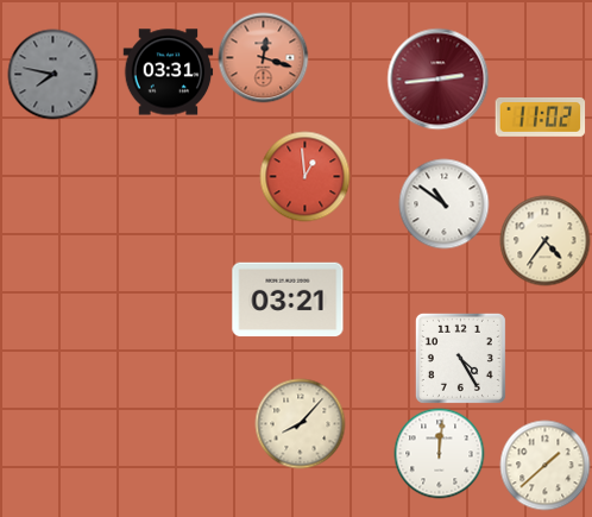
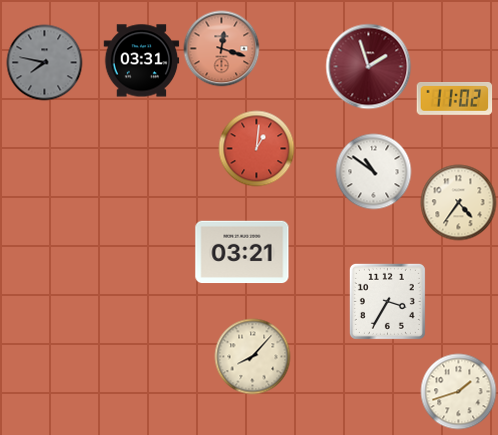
clock at (439, 80): 2:44 -> 1:57
clock at (306, 177): 12:59 -> 1:01
clock at (460, 358): 4:25 -> 3:35
clock at (440, 454): 12:01 -> none
clock at (546, 466): 1:38 -> 1:42
